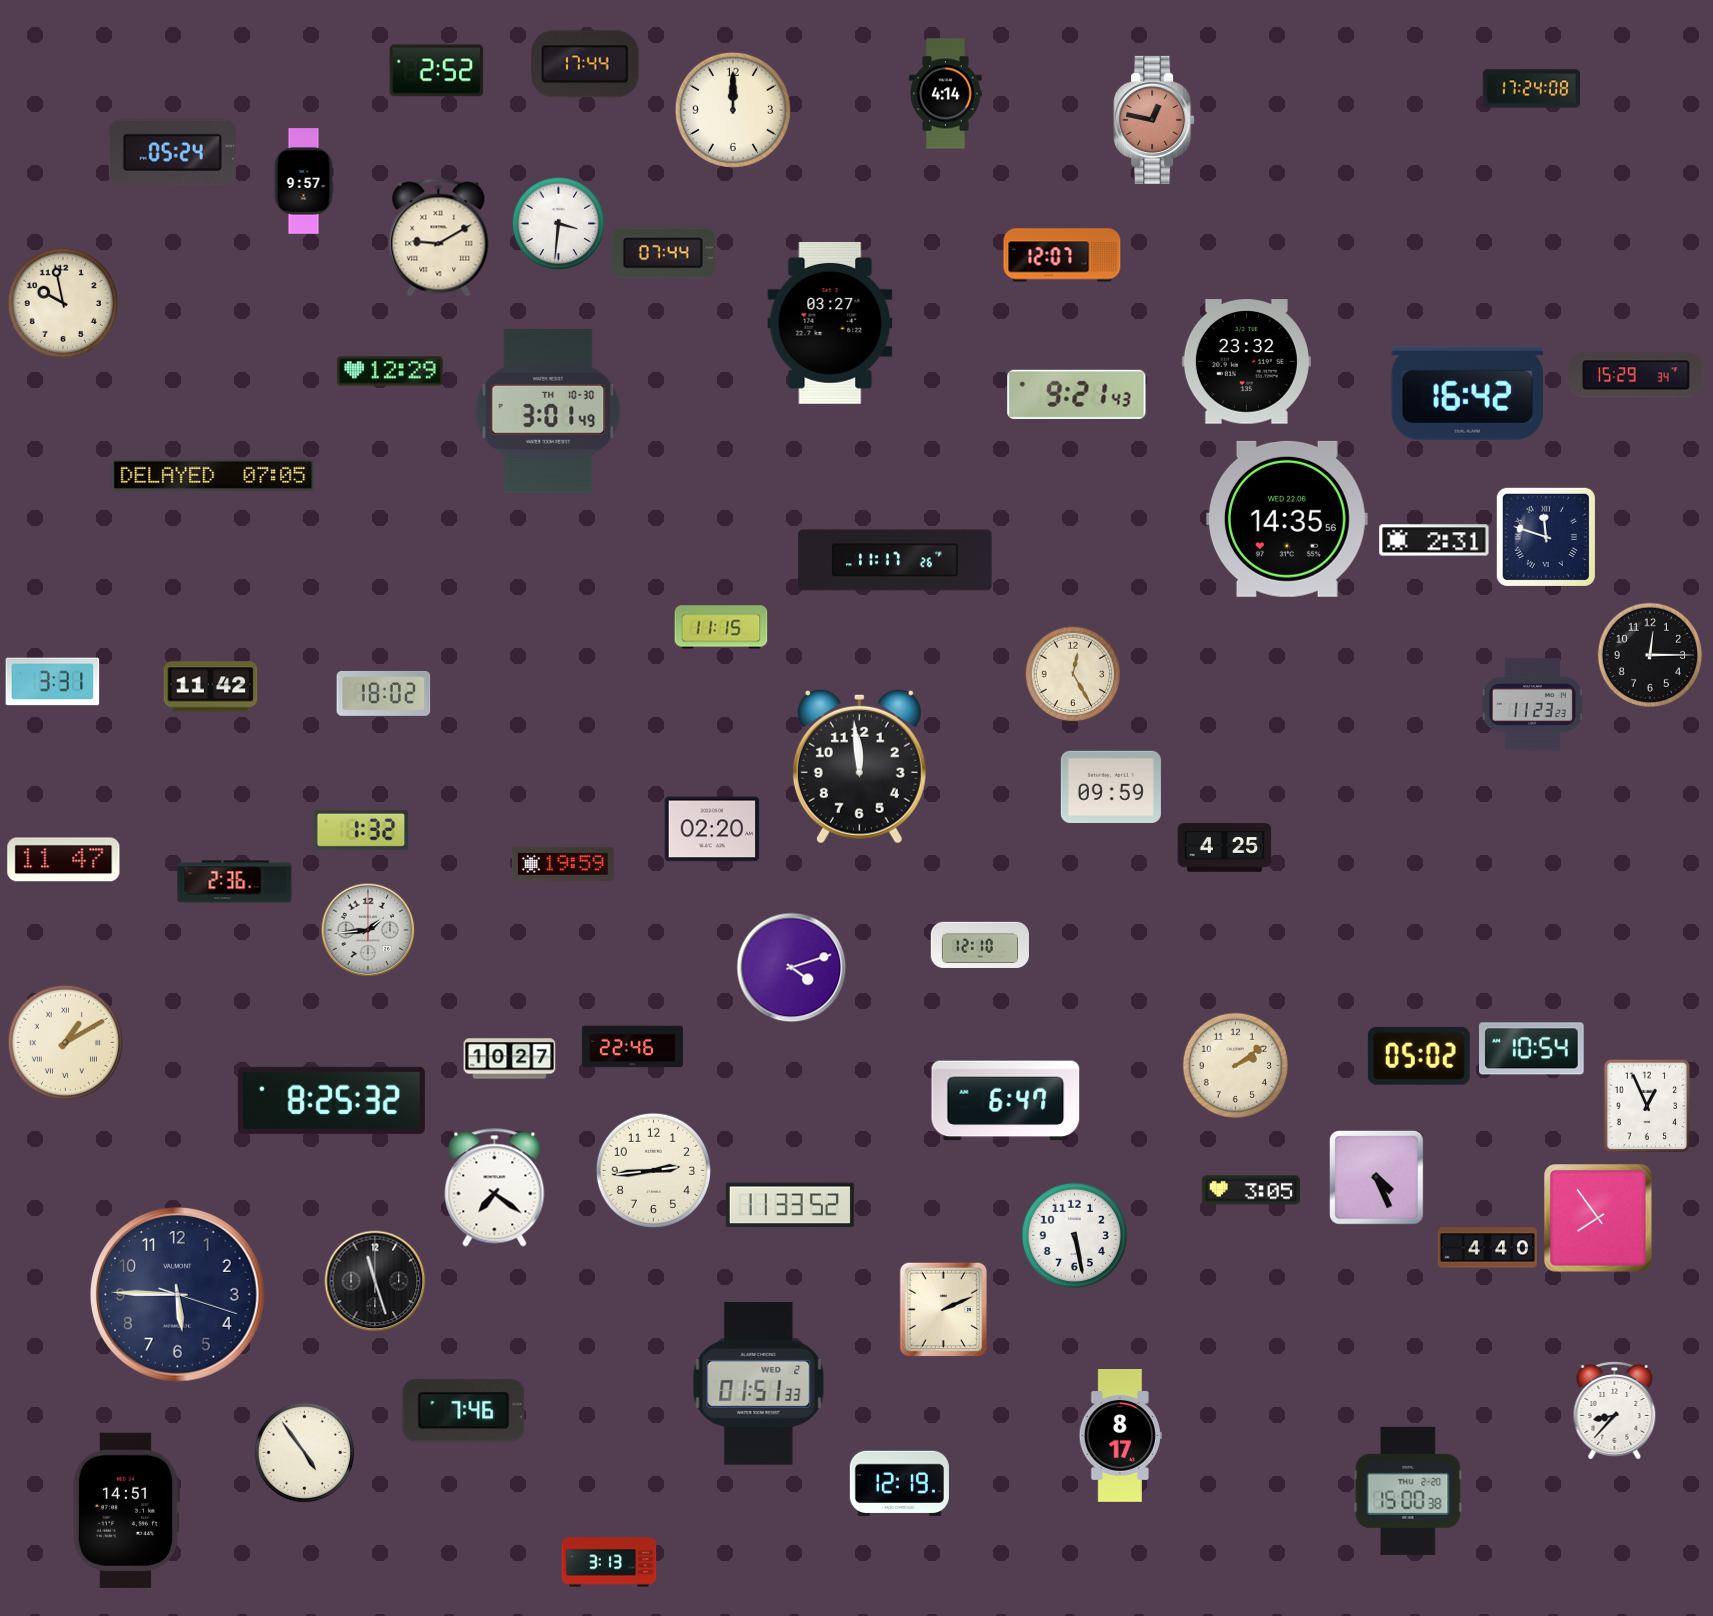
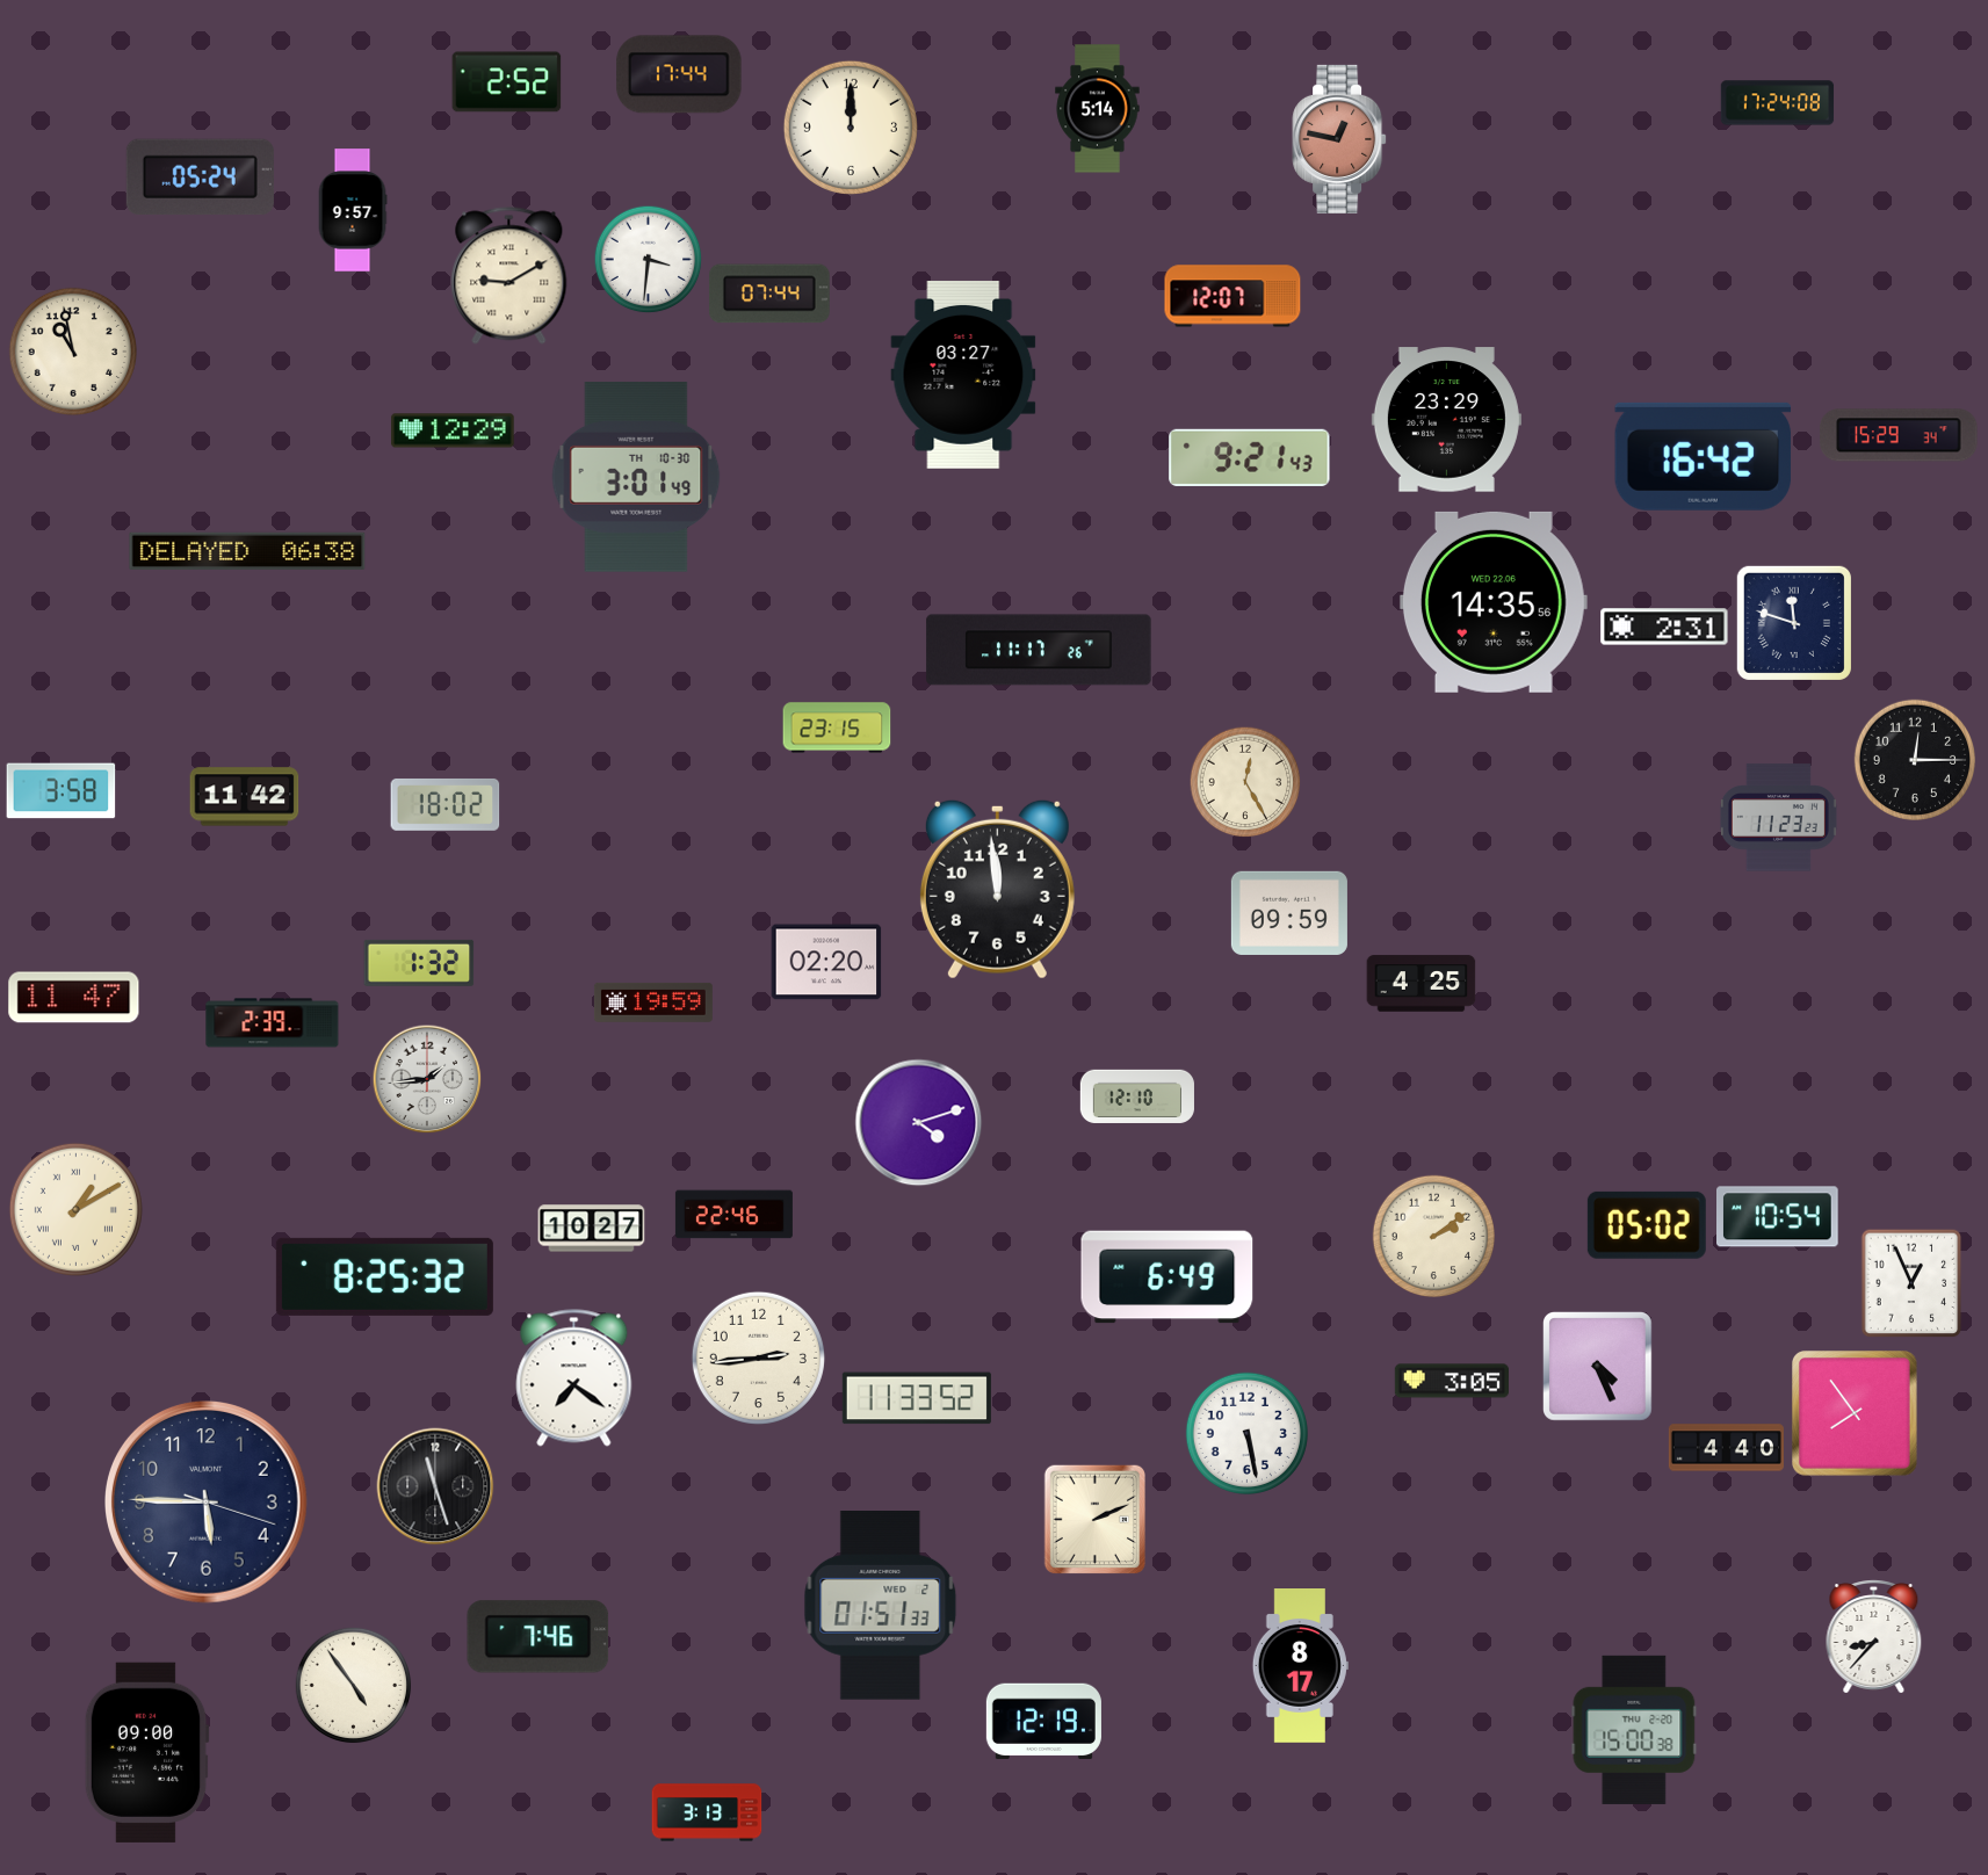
clock at (946, 94): 4:14 -> 5:14
clock at (63, 303): 9:58 -> 10:58
clock at (1246, 362): 23:32 -> 23:29
clock at (213, 475): 07:05 -> 06:38
clock at (721, 627): 11:15 -> 23:15
clock at (53, 682): 3:31 -> 3:58
clock at (235, 882): 2:36 -> 2:39
clock at (1006, 1101): 6:47 -> 6:49
clock at (126, 1510): 14:51 -> 09:00
